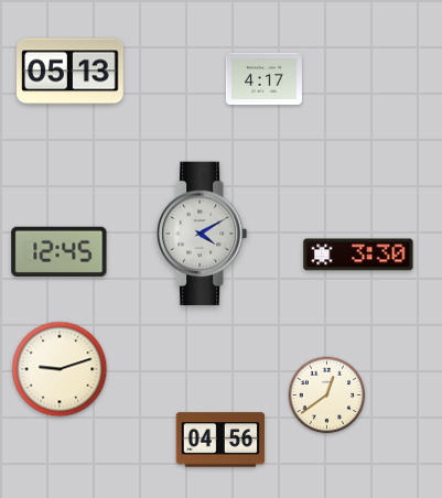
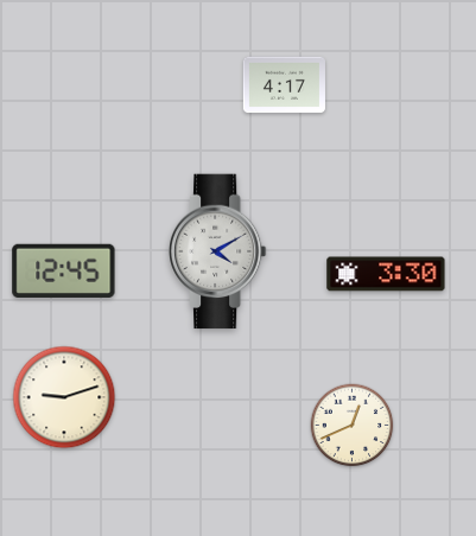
clock at (71, 72): 05:13 -> none
clock at (327, 396): 12:39 -> 12:41
clock at (220, 440): 04:56 -> none
